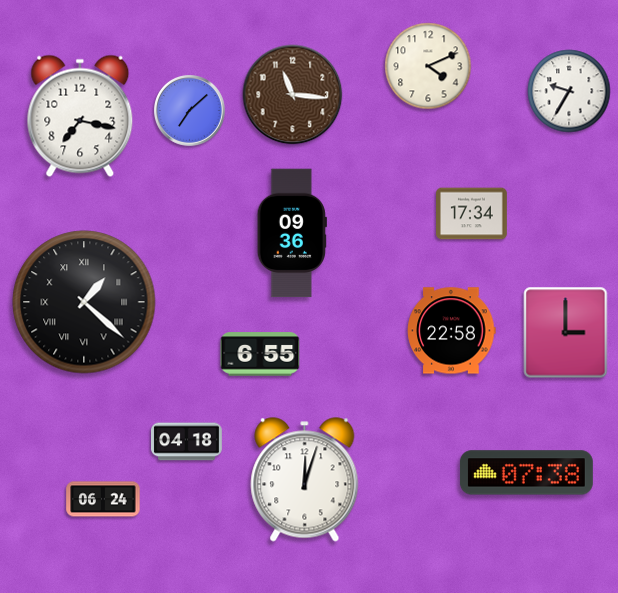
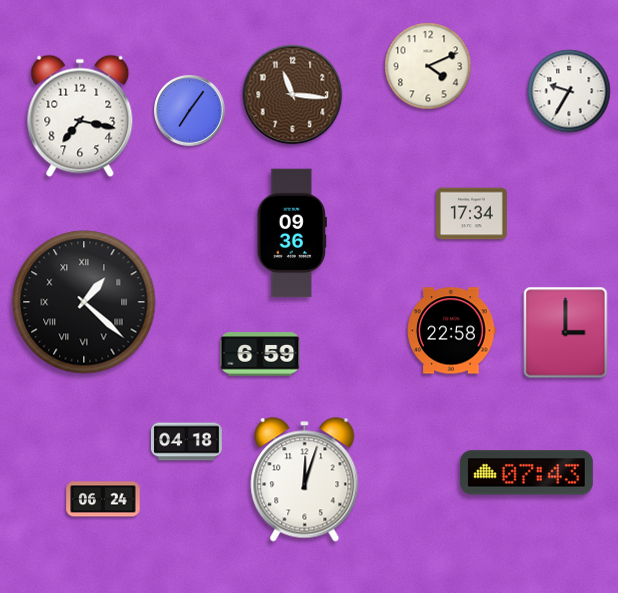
clock at (190, 111): 7:08 -> 7:06
clock at (260, 354): 6:55 -> 6:59
clock at (526, 473): 07:38 -> 07:43
